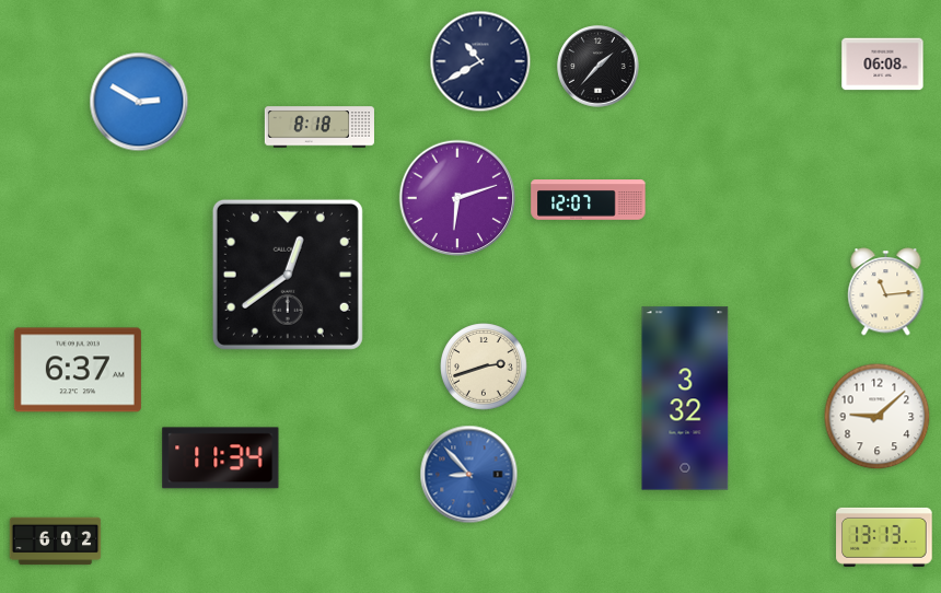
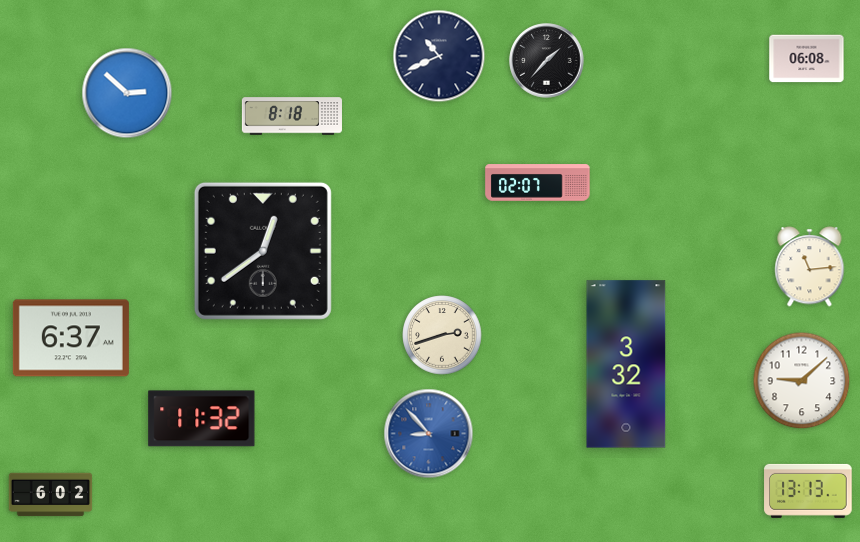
clock at (480, 61): 10:40 -> 10:41
clock at (139, 102): 2:50 -> 2:52
clock at (457, 198): 6:12 -> none
clock at (589, 200): 12:07 -> 02:07
clock at (221, 458): 11:34 -> 11:32
